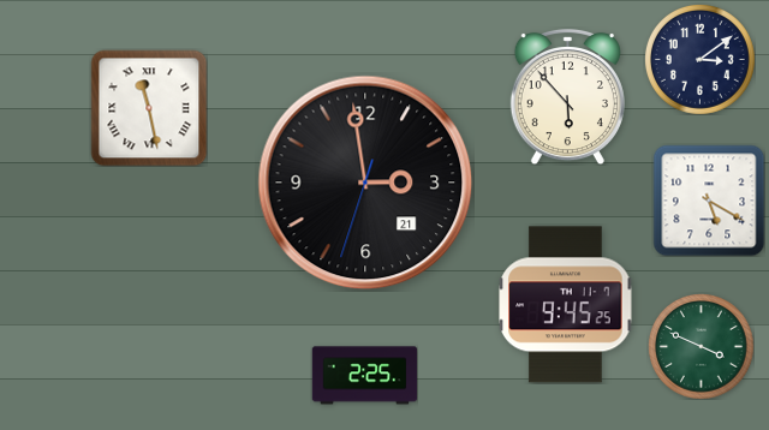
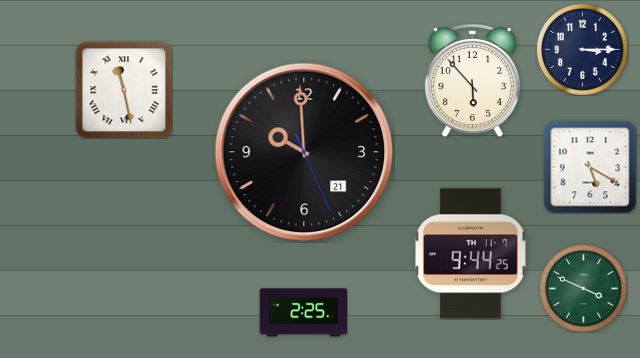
clock at (701, 60): 3:09 -> 3:15
clock at (365, 183): 2:58 -> 9:59
clock at (566, 305): 9:45 -> 9:44
